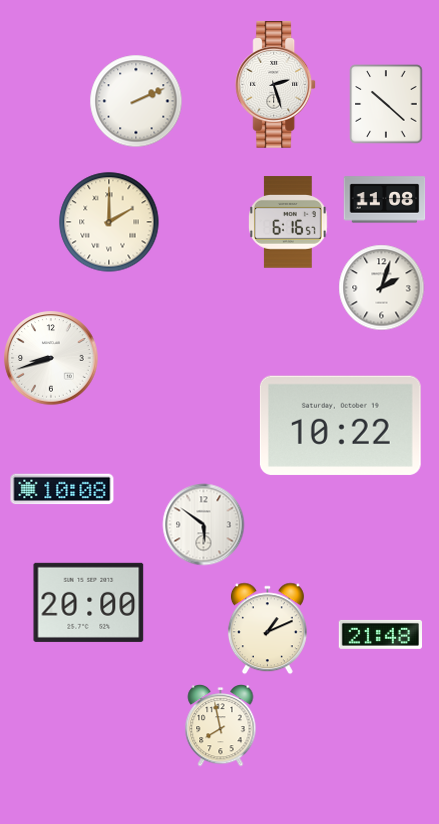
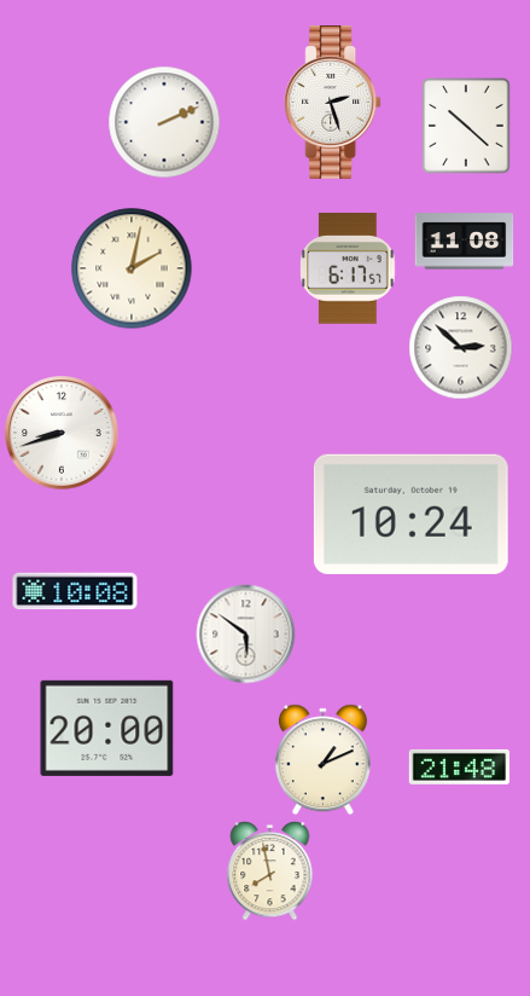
clock at (109, 222): 2:00 -> 2:02
clock at (288, 222): 6:16 -> 6:17
clock at (382, 288): 2:03 -> 2:52
clock at (340, 425): 10:22 -> 10:24
clock at (221, 726) position: (221, 726) -> (270, 871)
